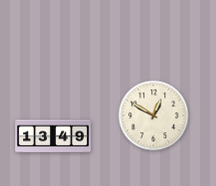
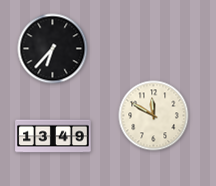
clock at (53, 49): none -> 6:37
clock at (154, 116): 12:50 -> 11:50
